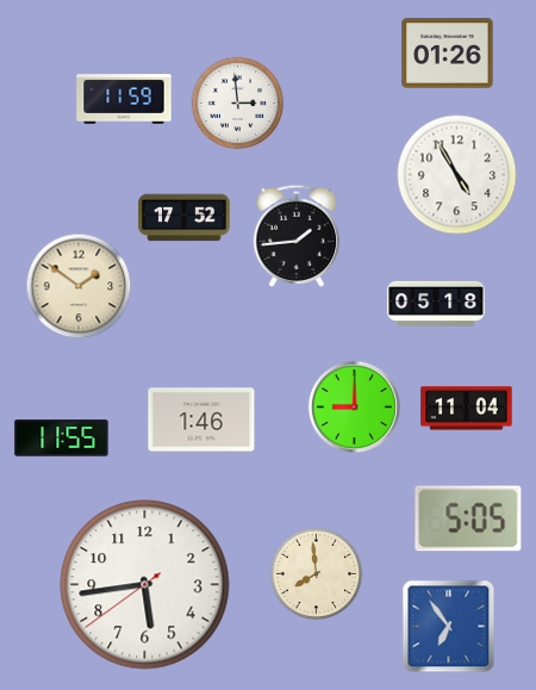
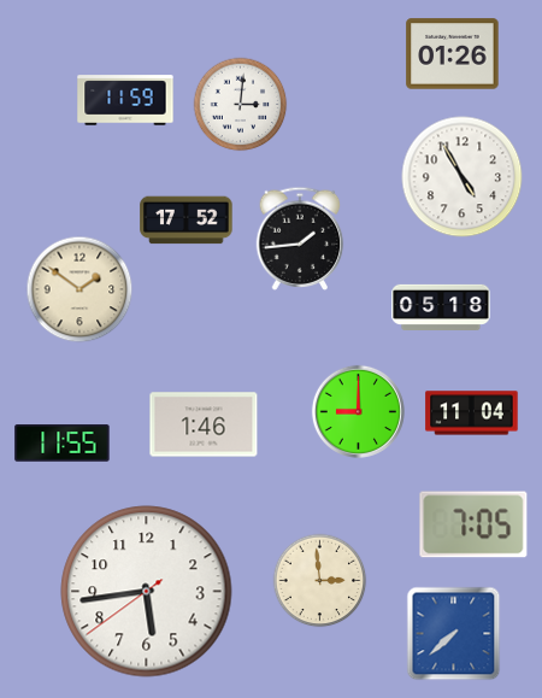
clock at (237, 102): 2:59 -> 3:01
clock at (468, 518): 5:05 -> 7:05
clock at (316, 573): 7:59 -> 2:59
clock at (448, 626): 6:54 -> 7:38
